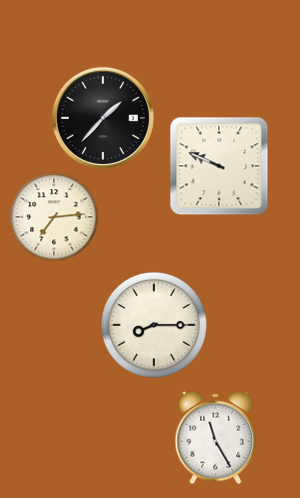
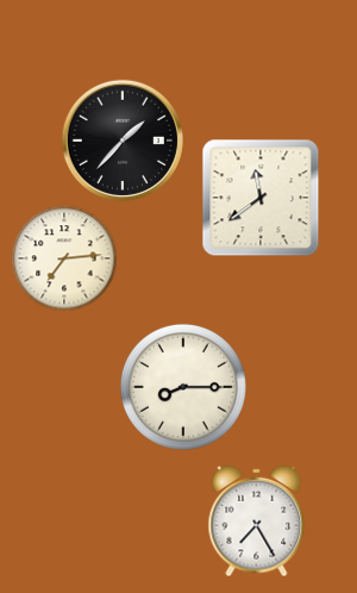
clock at (219, 166): 9:49 -> 11:39
clock at (216, 437): 11:25 -> 7:25
